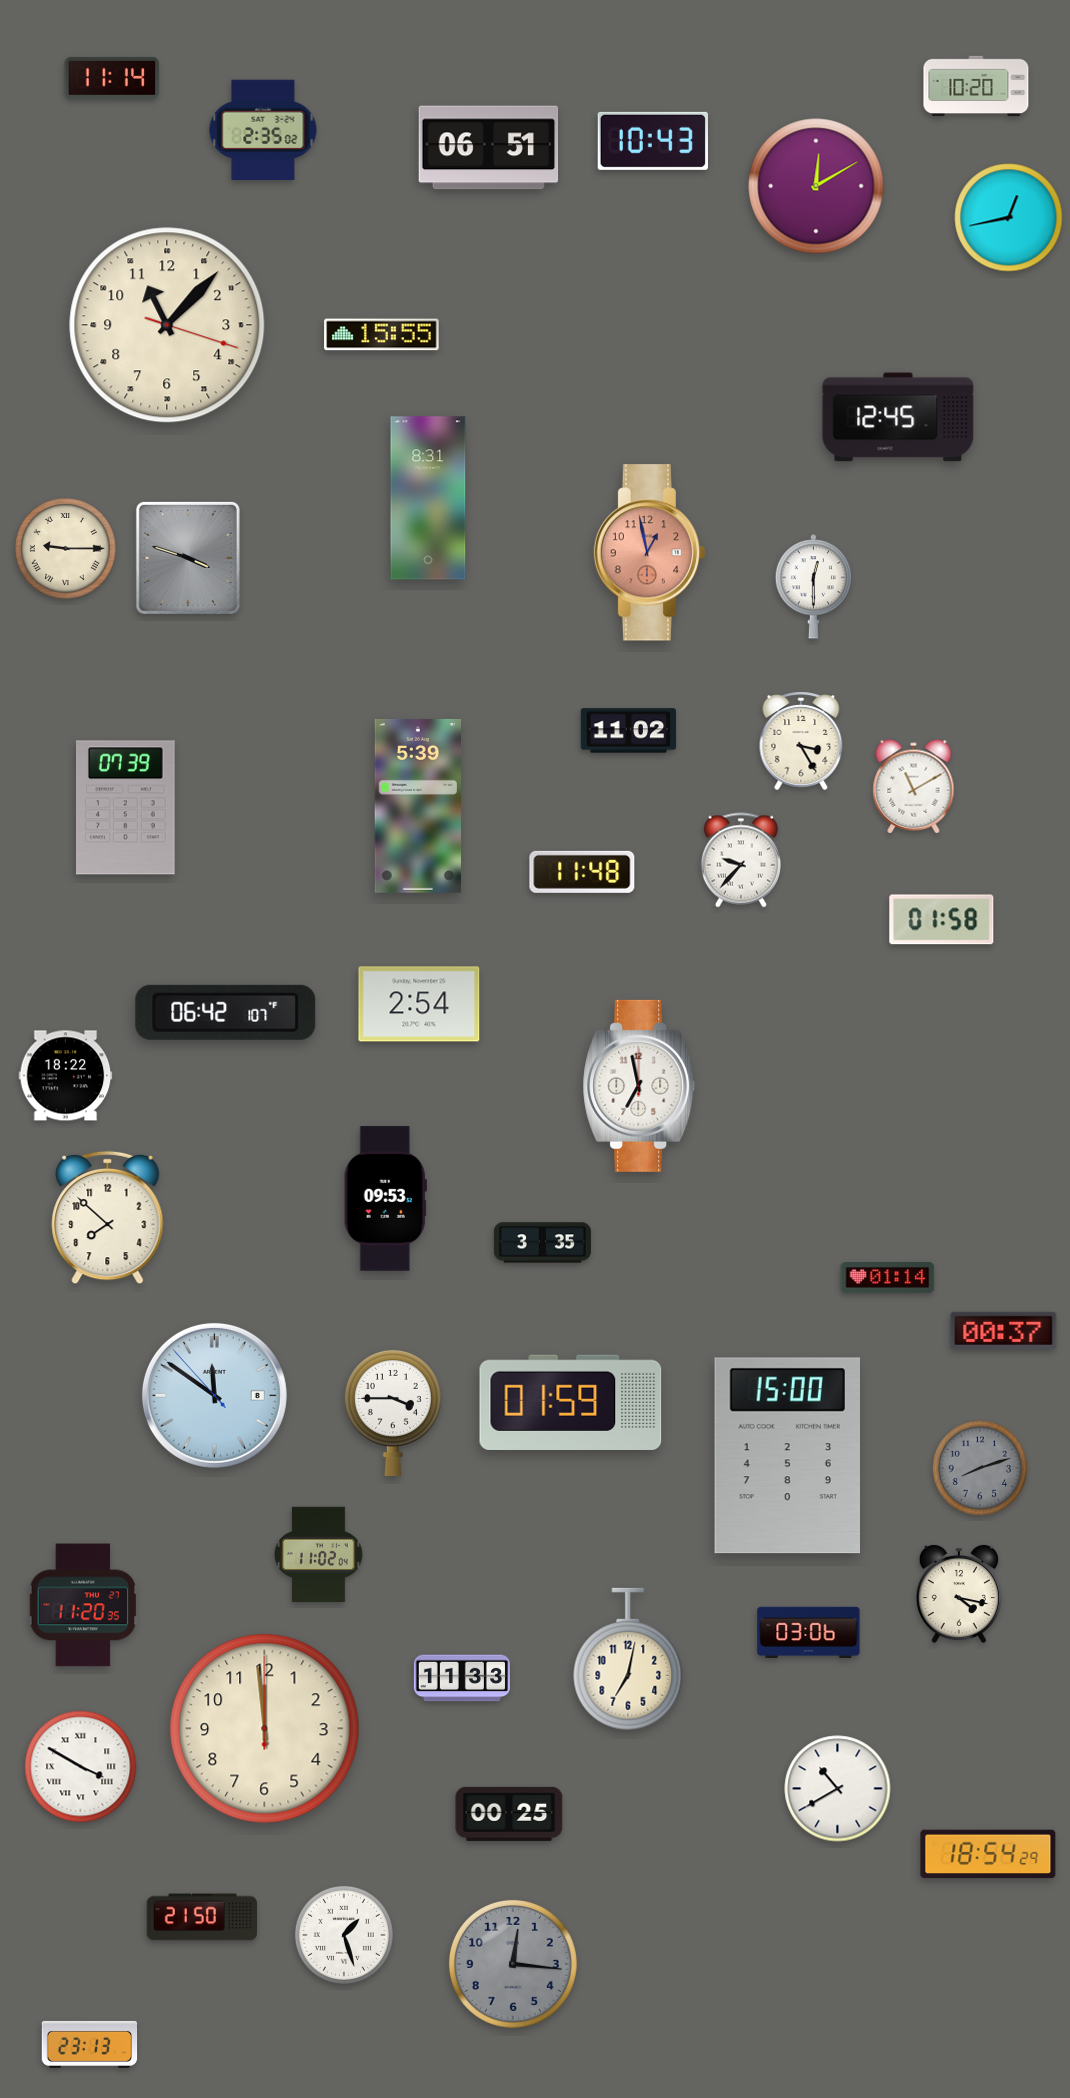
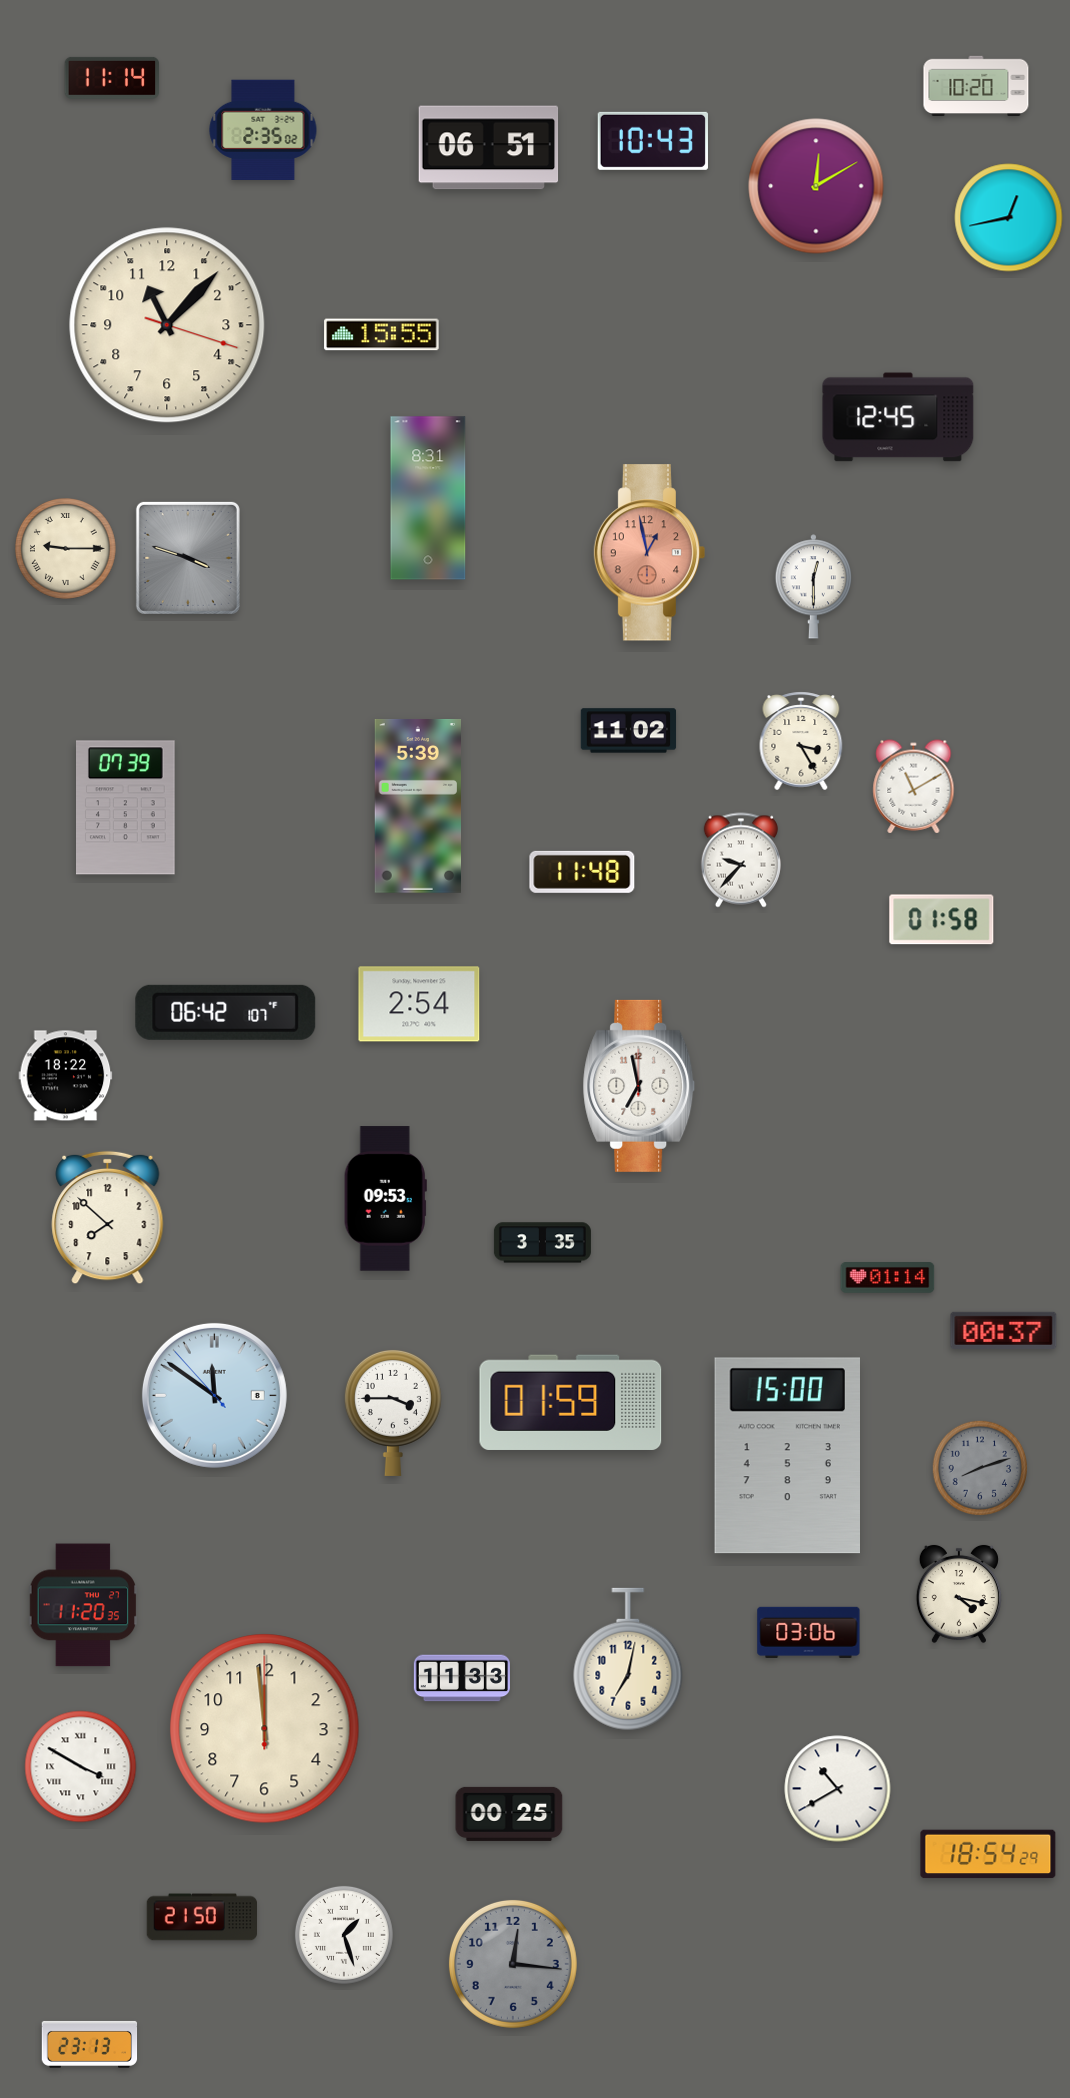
clock at (319, 1555): 11:02 -> none
